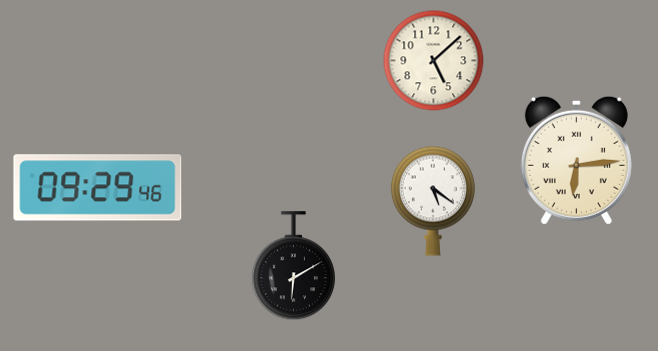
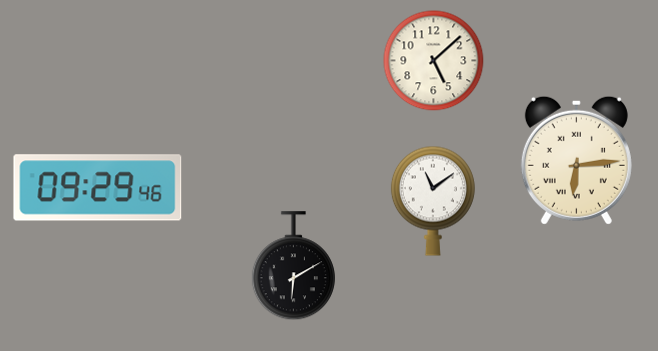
clock at (433, 201): 5:21 -> 11:09
